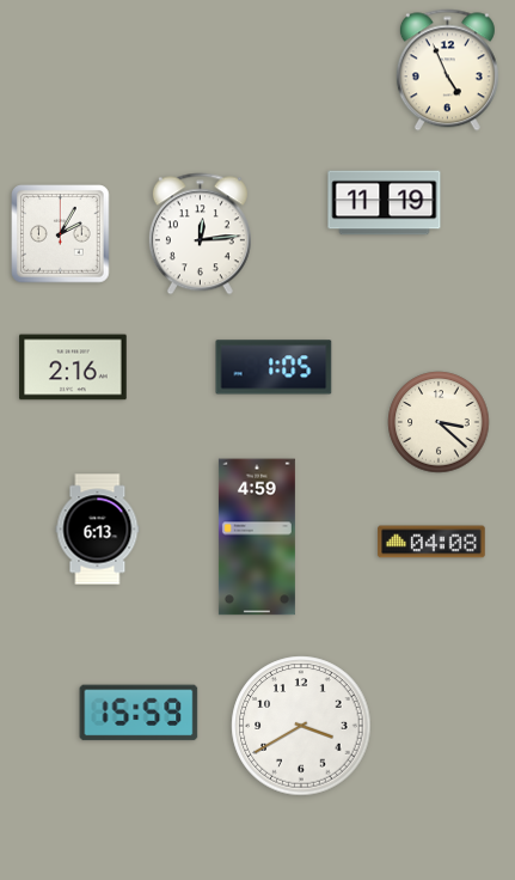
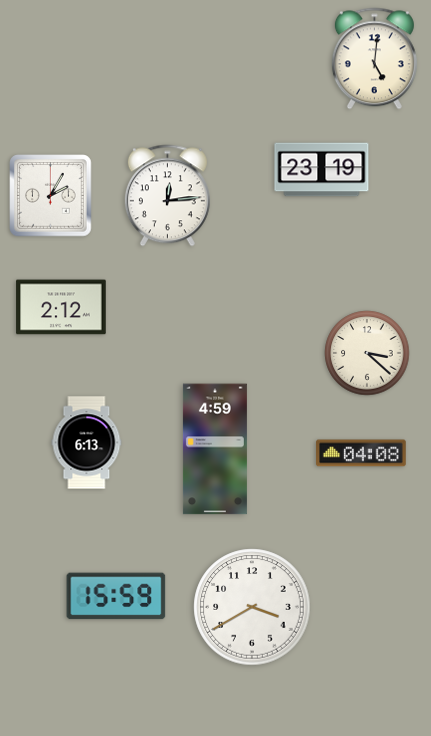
clock at (447, 71): 4:56 -> 5:01
clock at (385, 203): 11:19 -> 23:19
clock at (73, 367): 2:16 -> 2:12
clock at (274, 367): 1:05 -> none
clock at (98, 530) position: (98, 530) -> (87, 443)
